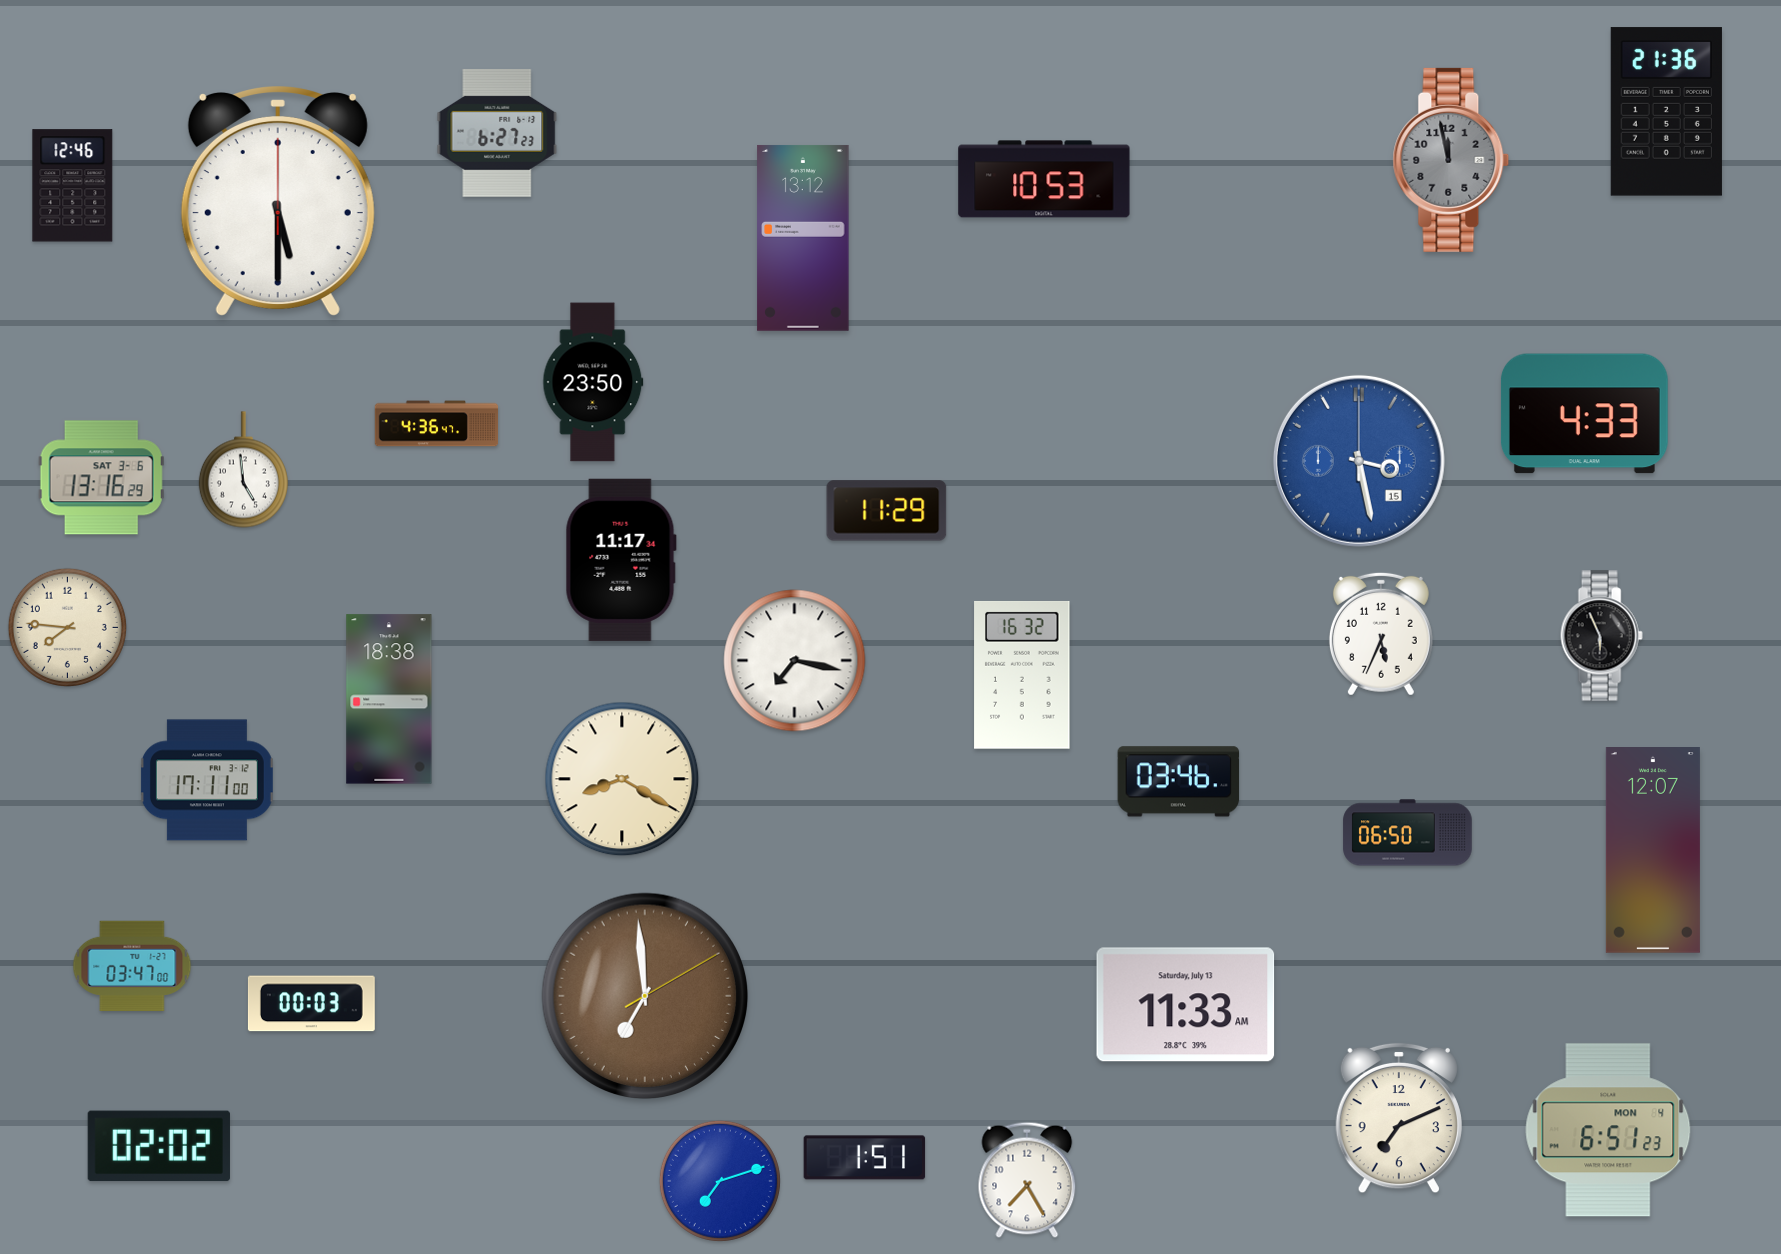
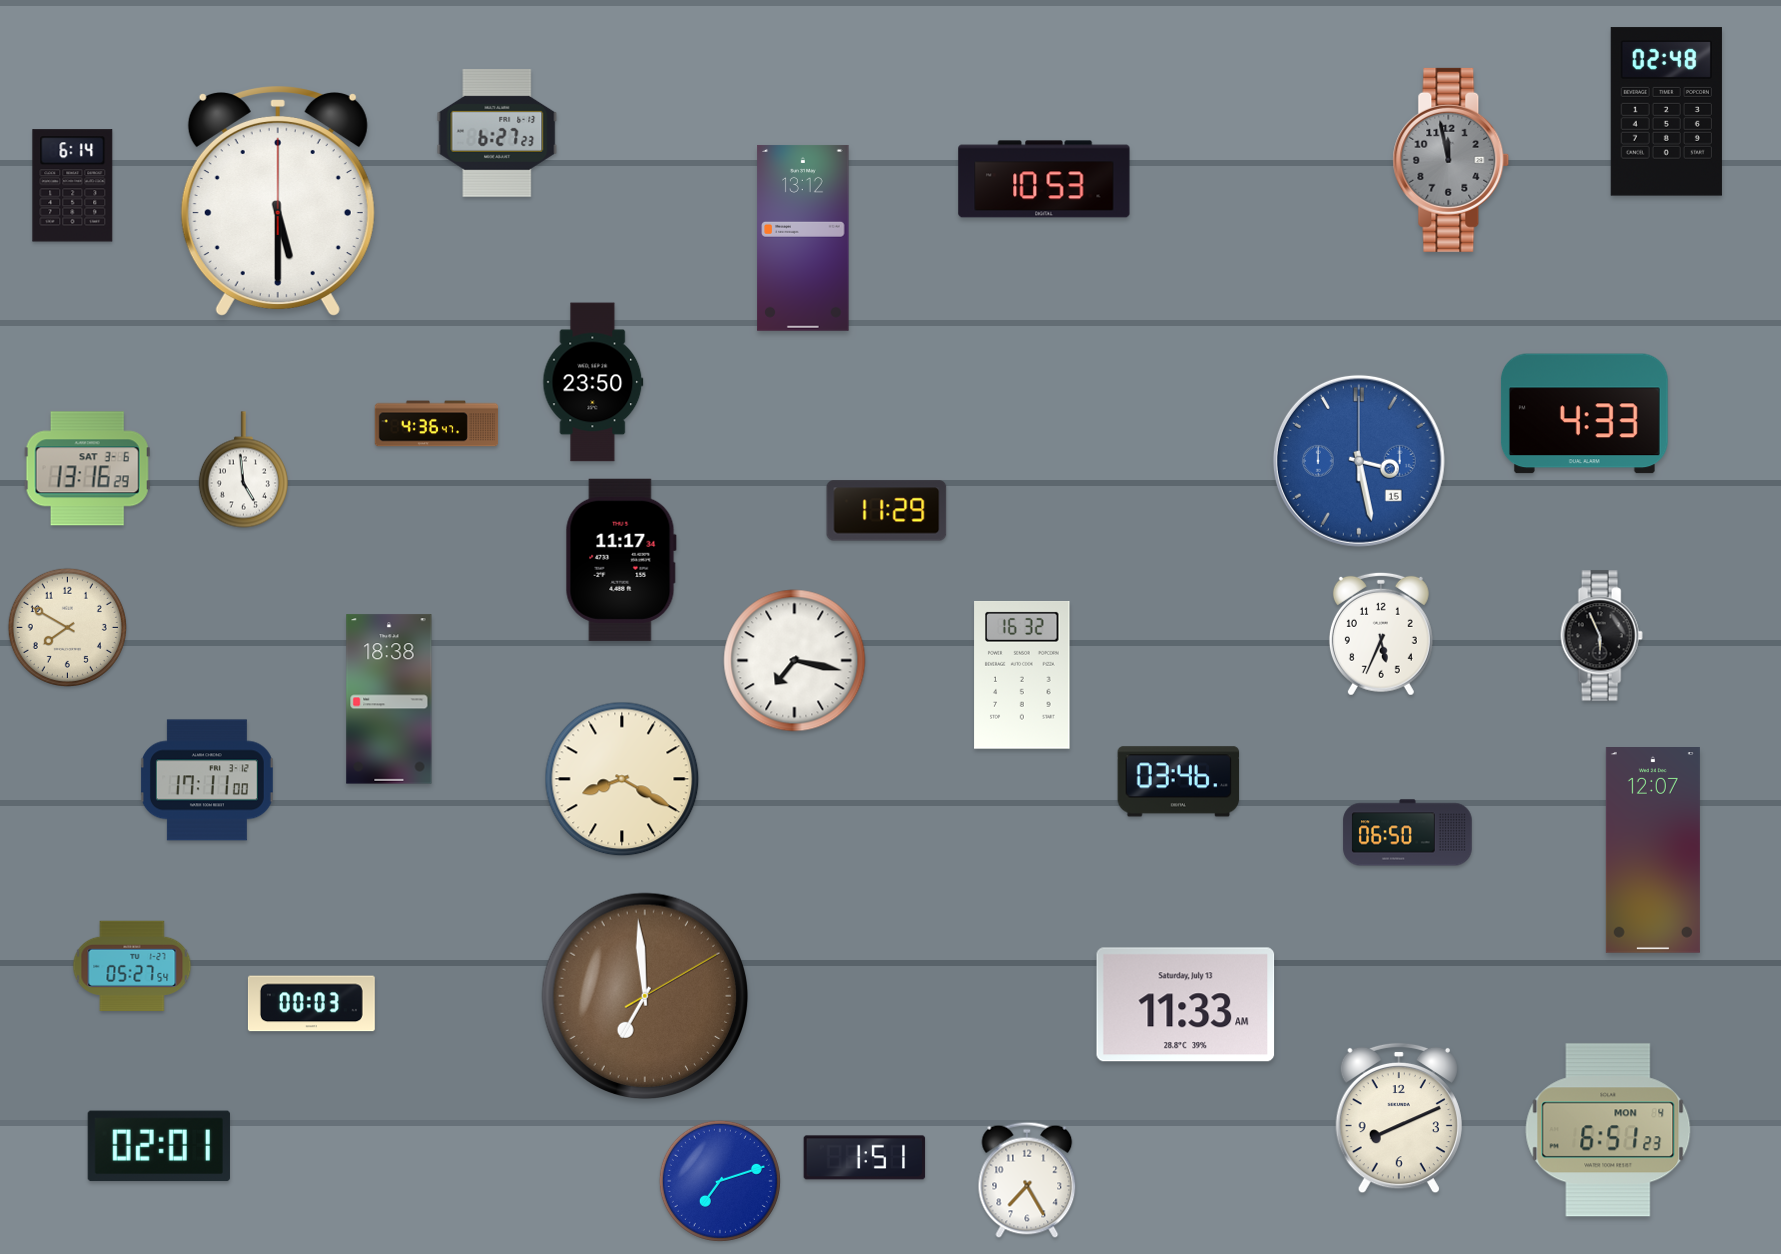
clock at (1666, 112): 21:36 -> 02:48
clock at (73, 186): 12:46 -> 6:14
clock at (101, 478) position: (101, 478) -> (87, 469)
clock at (67, 627): 7:46 -> 7:50
clock at (132, 966): 03:47 -> 05:27
clock at (1399, 1118): 7:11 -> 8:11
clock at (159, 1146): 02:02 -> 02:01
